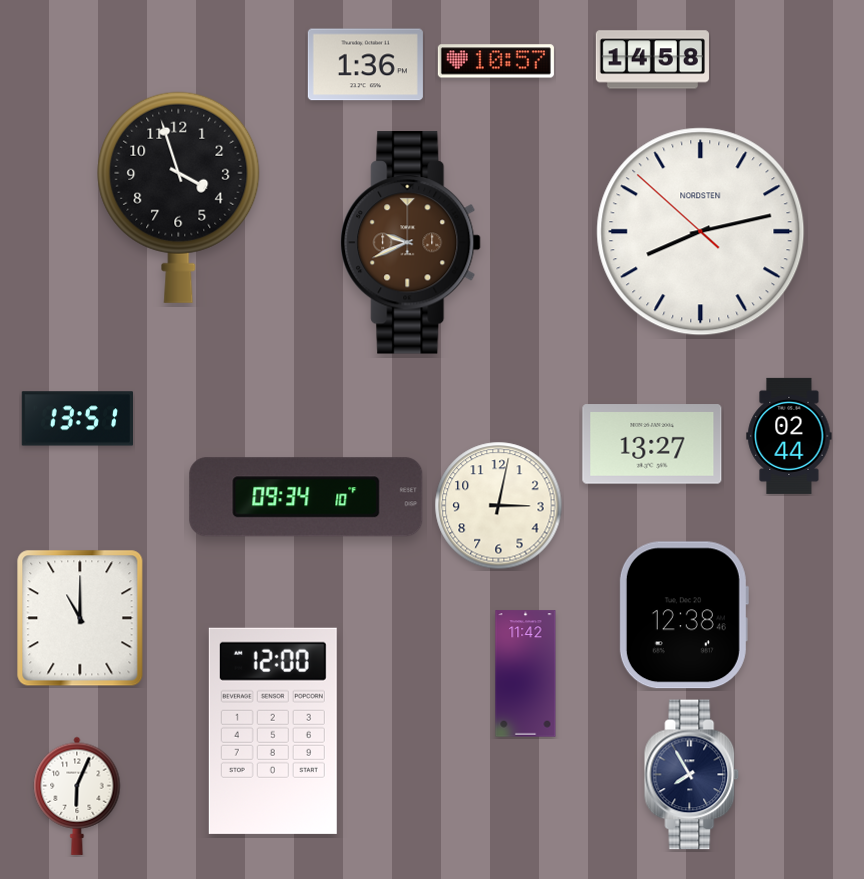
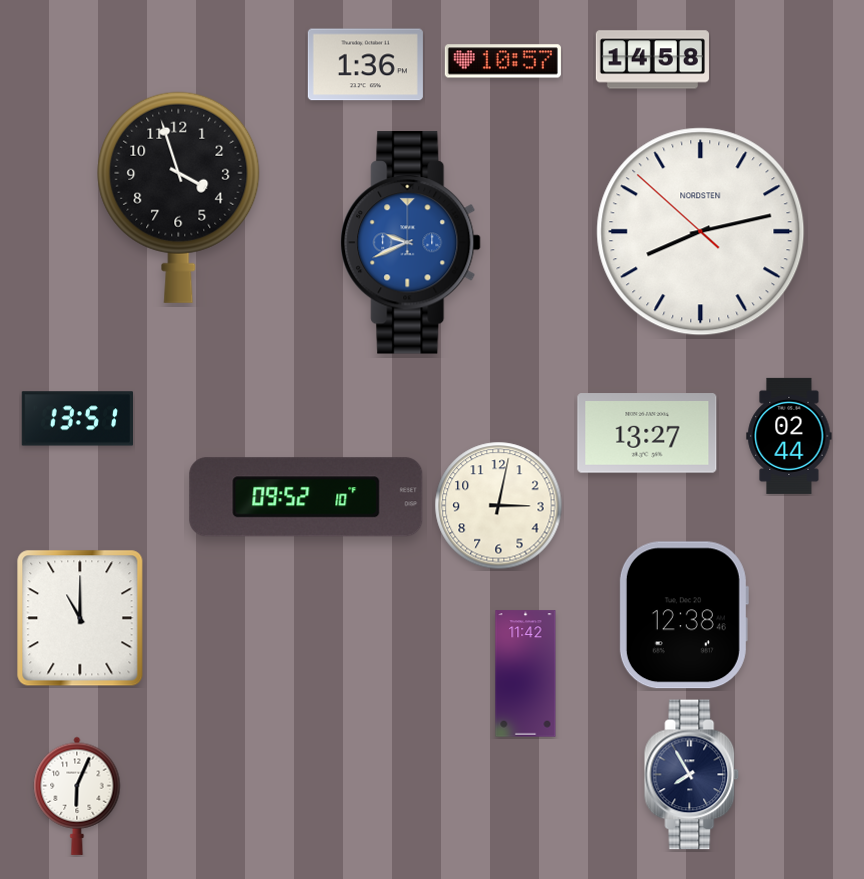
clock at (496, 61) position: (496, 61) -> (503, 61)
clock at (411, 243) dial: brown -> blue
clock at (652, 444) position: (652, 444) -> (647, 433)
clock at (306, 497): 09:34 -> 09:52
clock at (273, 731): 12:00 -> none
